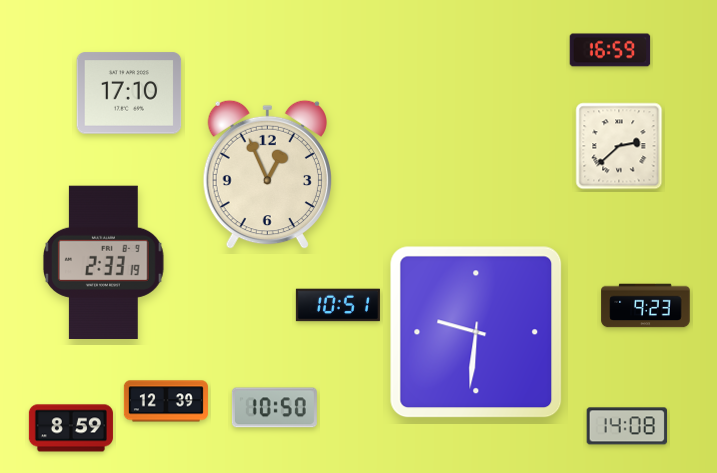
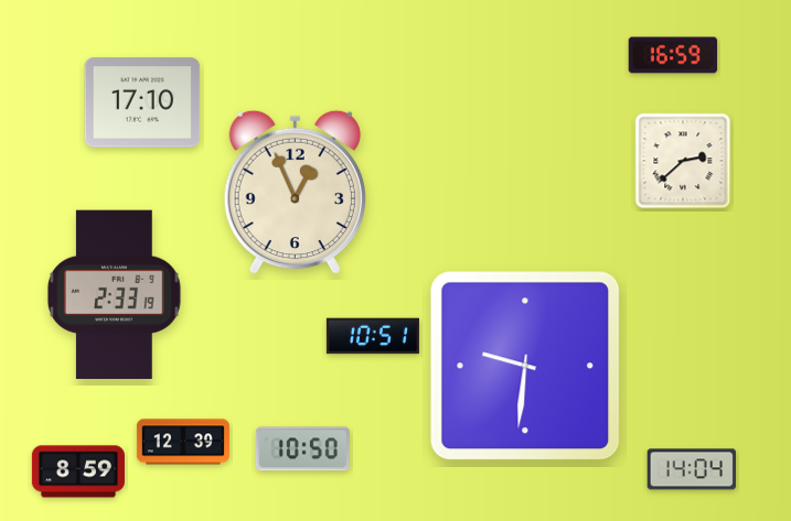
clock at (103, 262) position: (103, 262) -> (114, 294)
clock at (646, 306): 9:23 -> none
clock at (627, 426): 14:08 -> 14:04
